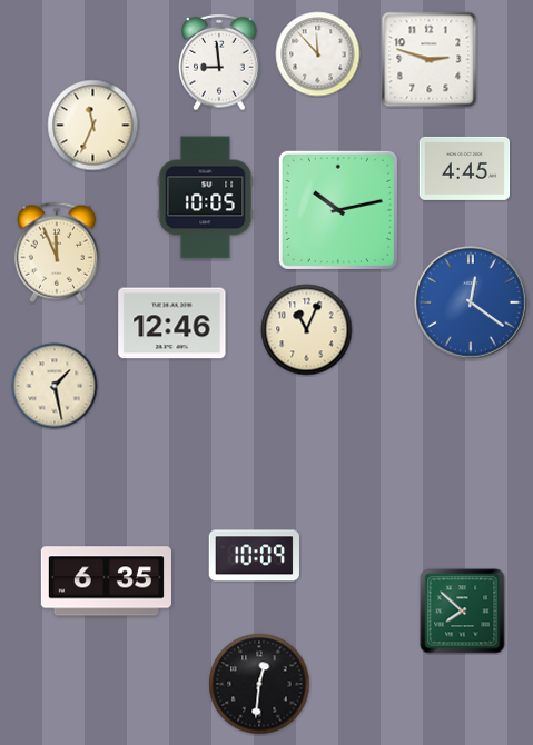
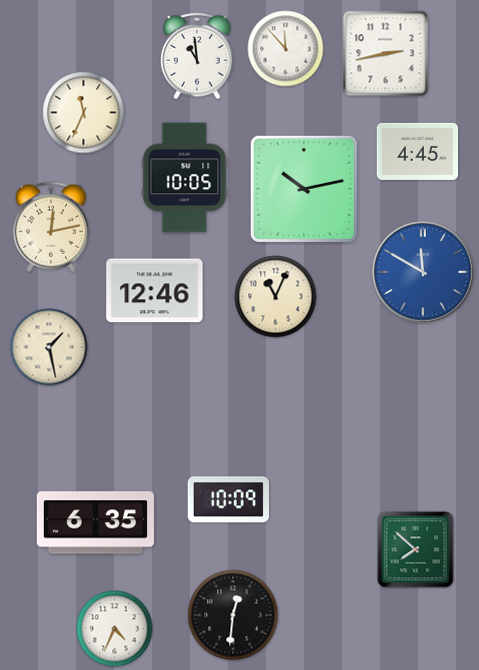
clock at (430, 60): 2:48 -> 2:43
clock at (219, 62): 8:59 -> 10:59
clock at (56, 252): 11:56 -> 12:13
clock at (471, 302): 12:21 -> 11:50
clock at (115, 629): none -> 4:34
